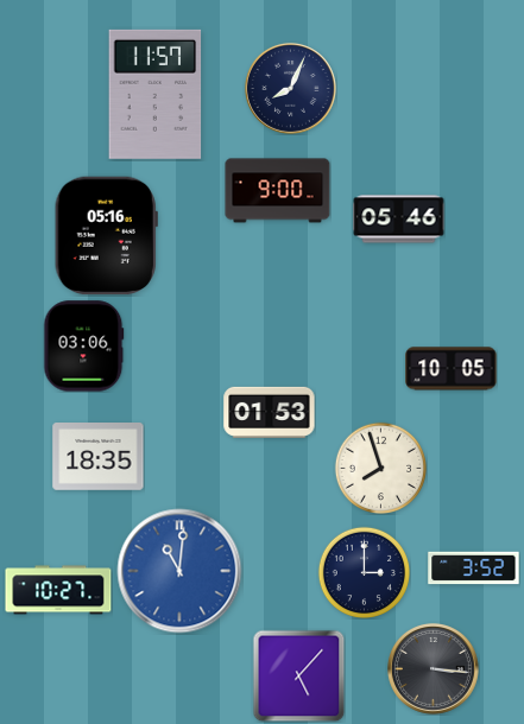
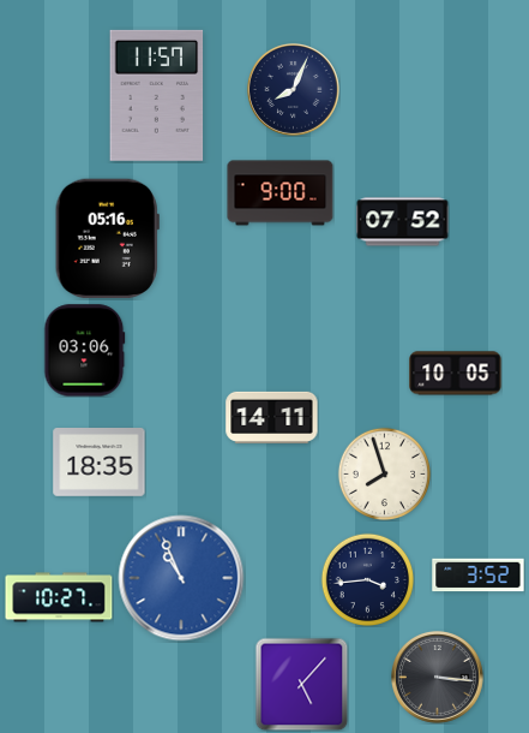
clock at (399, 220): 05:46 -> 07:52
clock at (270, 412): 01:53 -> 14:11
clock at (179, 571): 11:01 -> 10:56
clock at (364, 572): 3:00 -> 3:44
